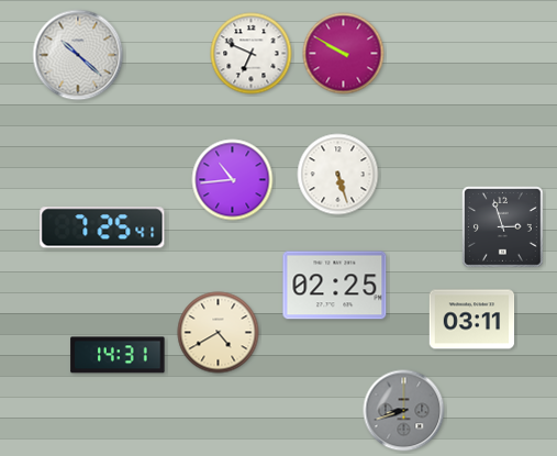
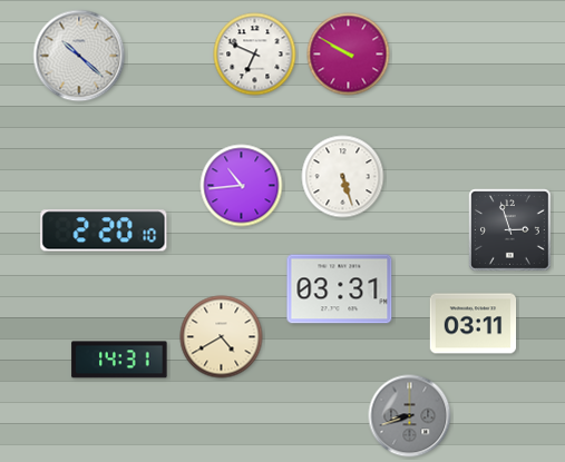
clock at (233, 180) position: (233, 180) -> (242, 186)
clock at (102, 227): 7:25 -> 2:20
clock at (335, 286): 02:25 -> 03:31
clock at (472, 320) position: (472, 320) -> (474, 324)
